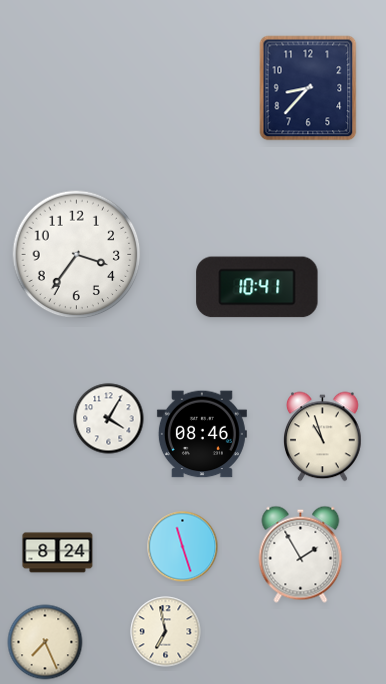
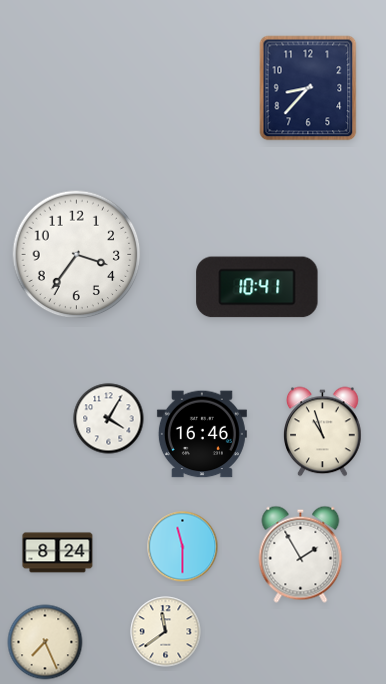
clock at (202, 434): 08:46 -> 16:46
clock at (323, 437) position: (323, 437) -> (323, 432)
clock at (183, 547): 11:27 -> 11:30
clock at (166, 632): 6:58 -> 11:39
